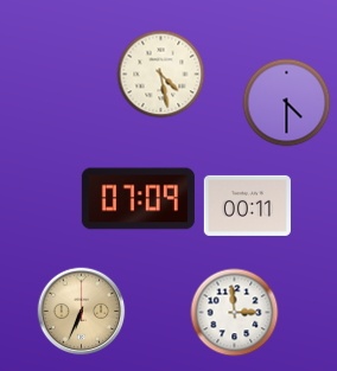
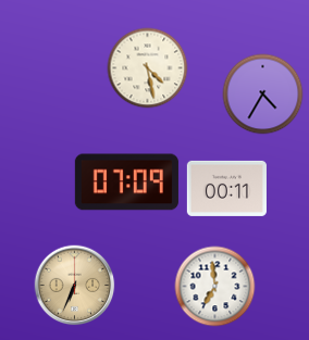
clock at (287, 103): 4:30 -> 4:35
clock at (235, 313): 2:59 -> 6:59
